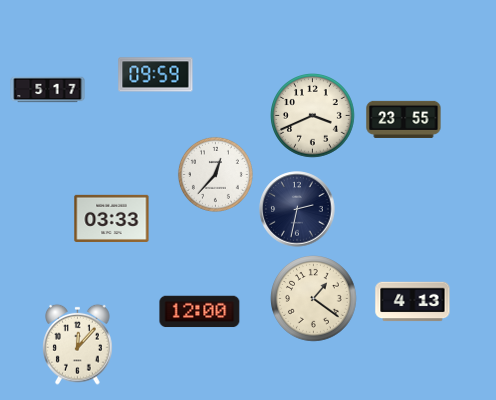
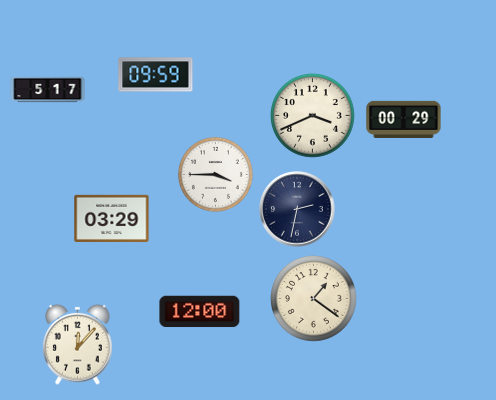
clock at (404, 119): 23:55 -> 00:29
clock at (215, 174): 12:37 -> 3:45
clock at (112, 218): 03:33 -> 03:29
clock at (413, 302): 4:13 -> none
